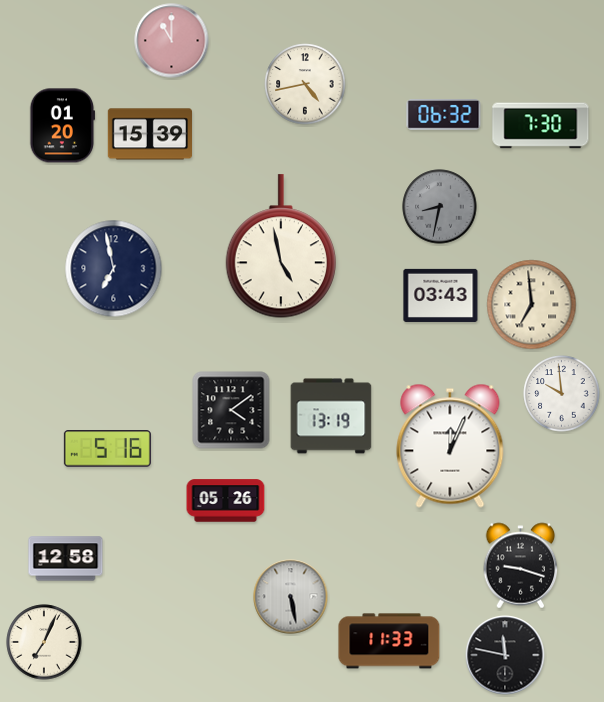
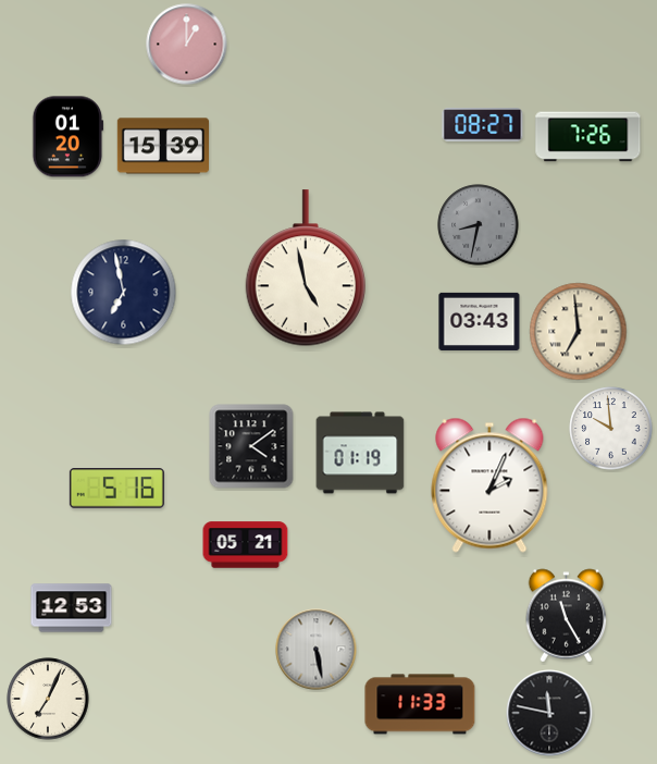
clock at (172, 41): 11:00 -> 1:00
clock at (305, 84): 4:43 -> none
clock at (444, 115): 06:32 -> 08:27
clock at (541, 126): 7:30 -> 7:26
clock at (331, 416): 13:19 -> 01:19
clock at (450, 446): 12:04 -> 2:04
clock at (226, 501): 05:26 -> 05:21
clock at (66, 559): 12:58 -> 12:53
clock at (521, 566): 9:18 -> 11:25
clock at (389, 641) position: (389, 641) -> (420, 704)
